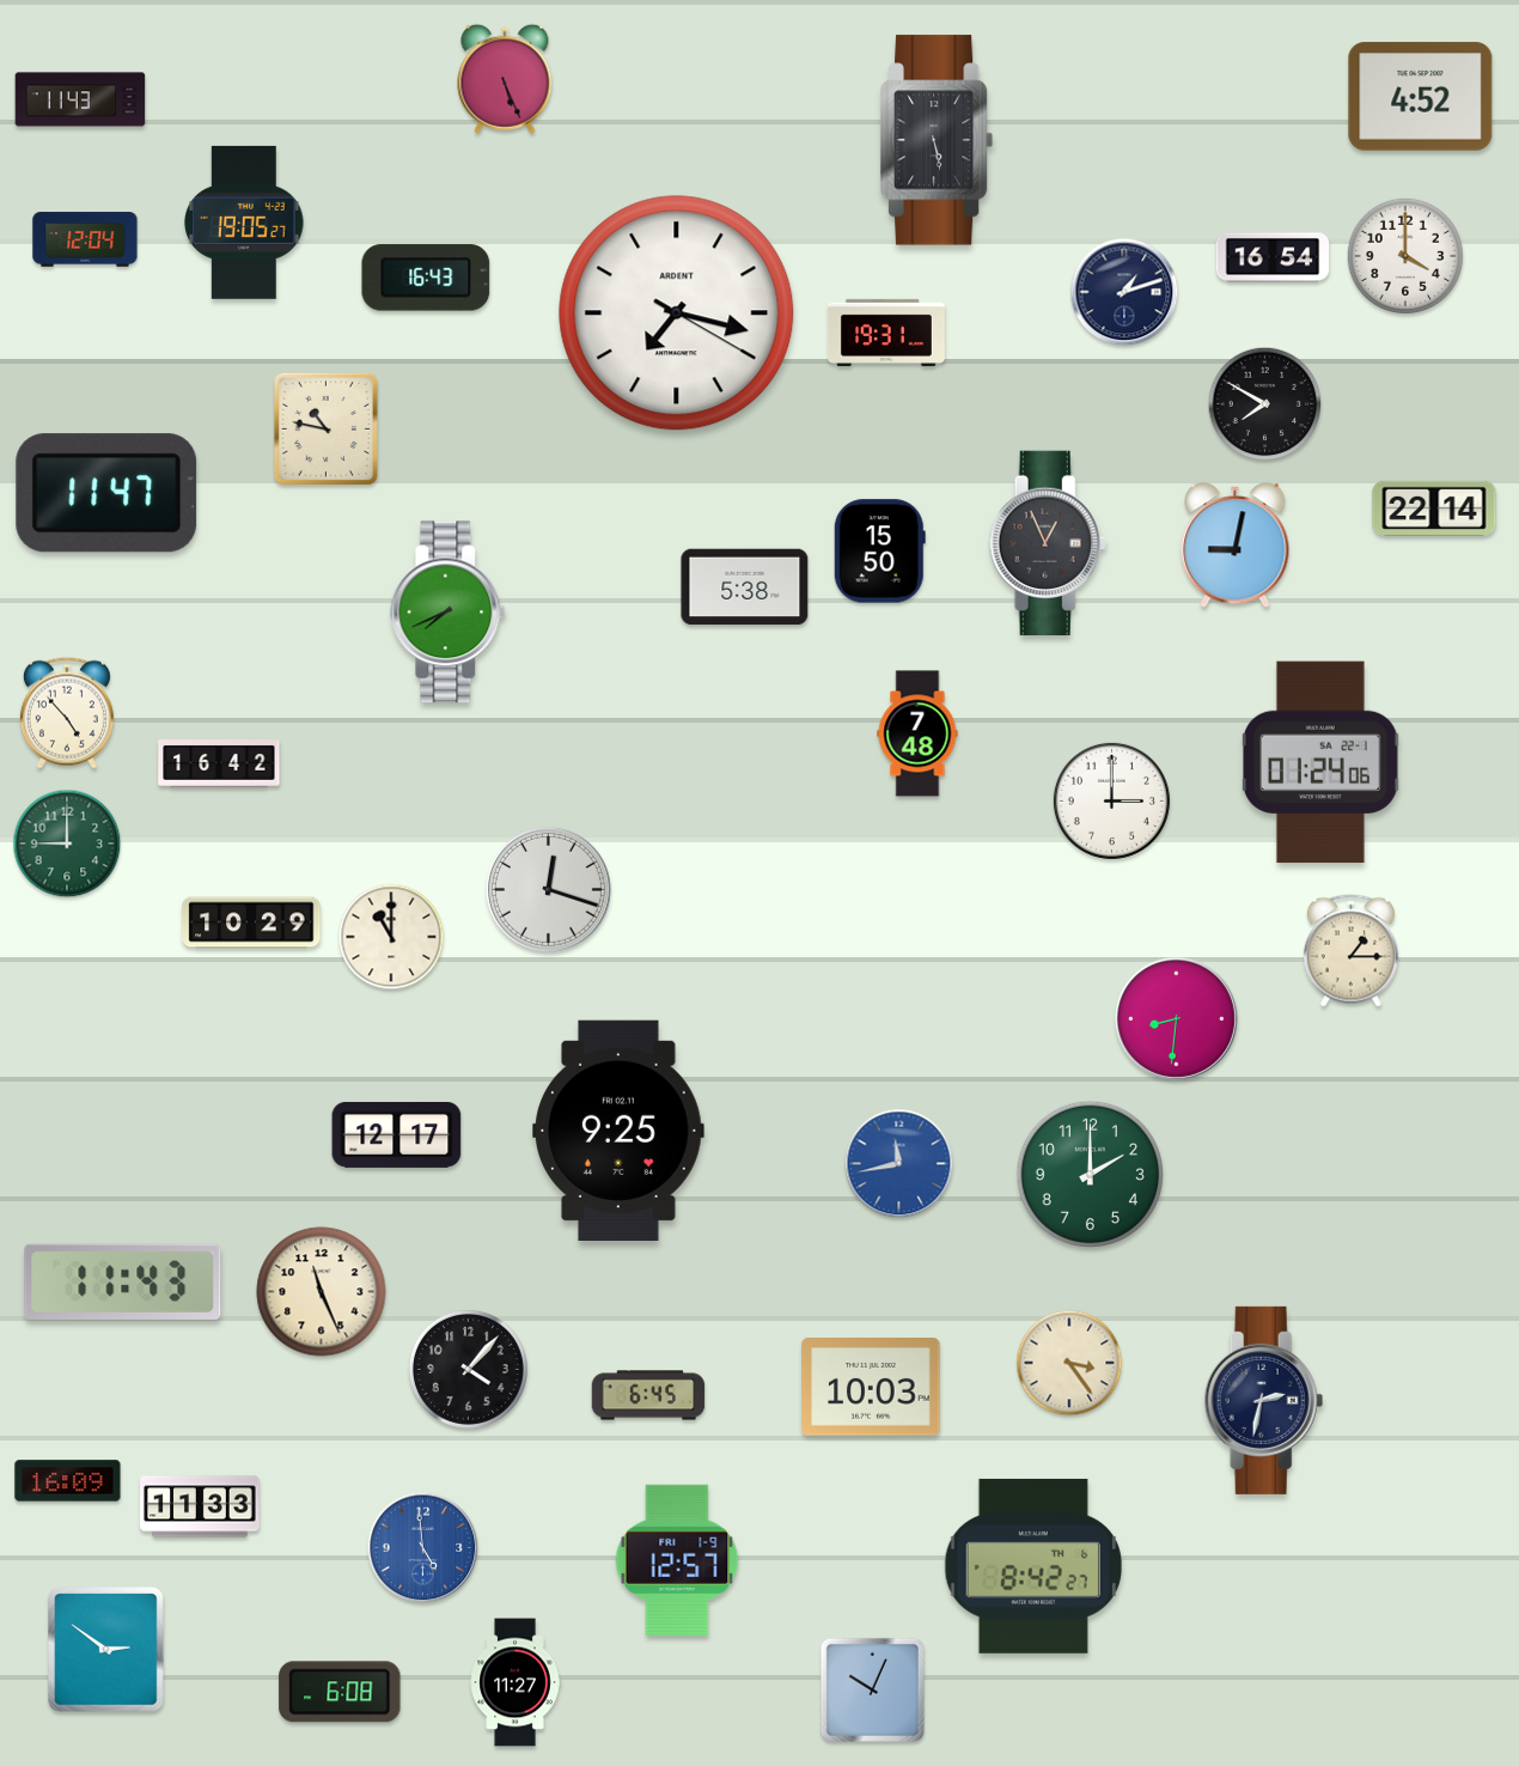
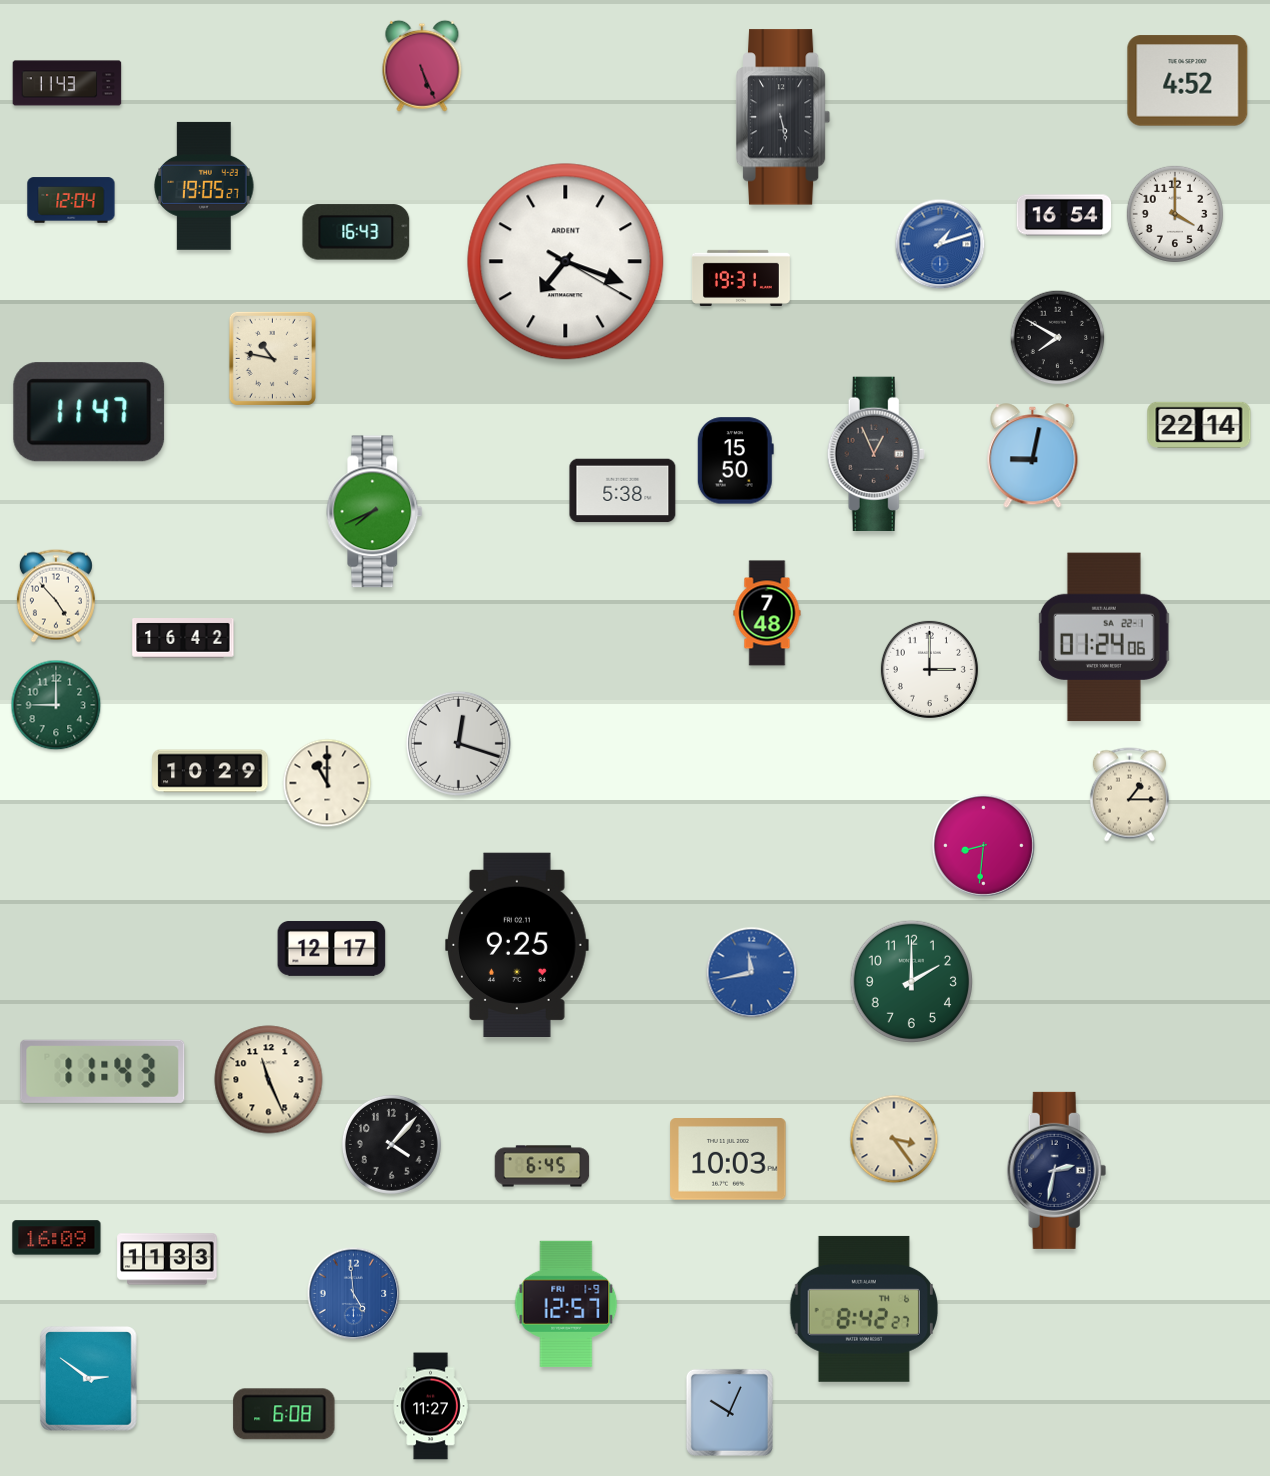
clock at (1124, 292) dial: navy -> blue
clock at (677, 313): 7:17 -> 7:18
clock at (1176, 1018) position: (1176, 1018) -> (983, 845)
